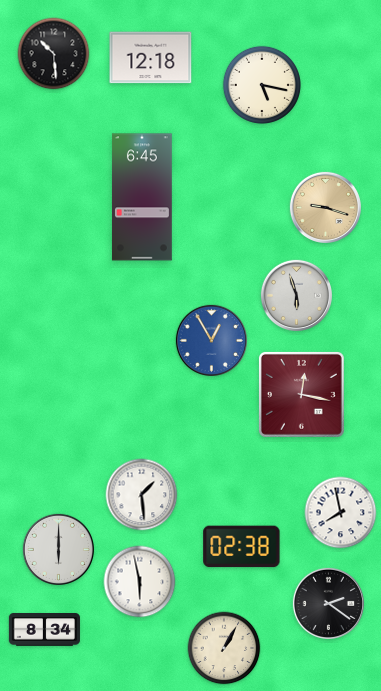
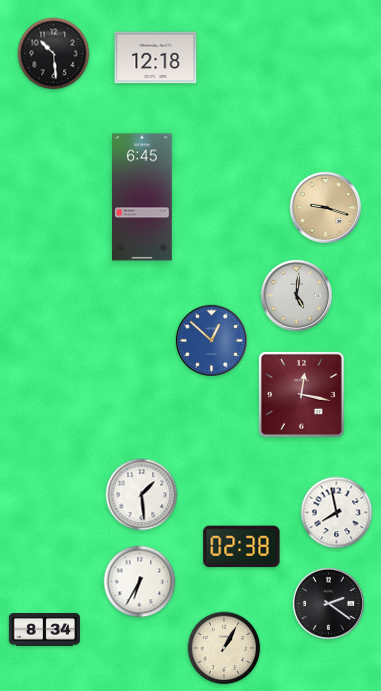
clock at (151, 58) position: (151, 58) -> (156, 58)
clock at (262, 85): 5:17 -> none
clock at (296, 295): 5:57 -> 5:01
clock at (211, 340): 12:55 -> 12:52
clock at (341, 513) position: (341, 513) -> (337, 513)
clock at (58, 549): 6:00 -> none
clock at (140, 582): 5:58 -> 6:35
